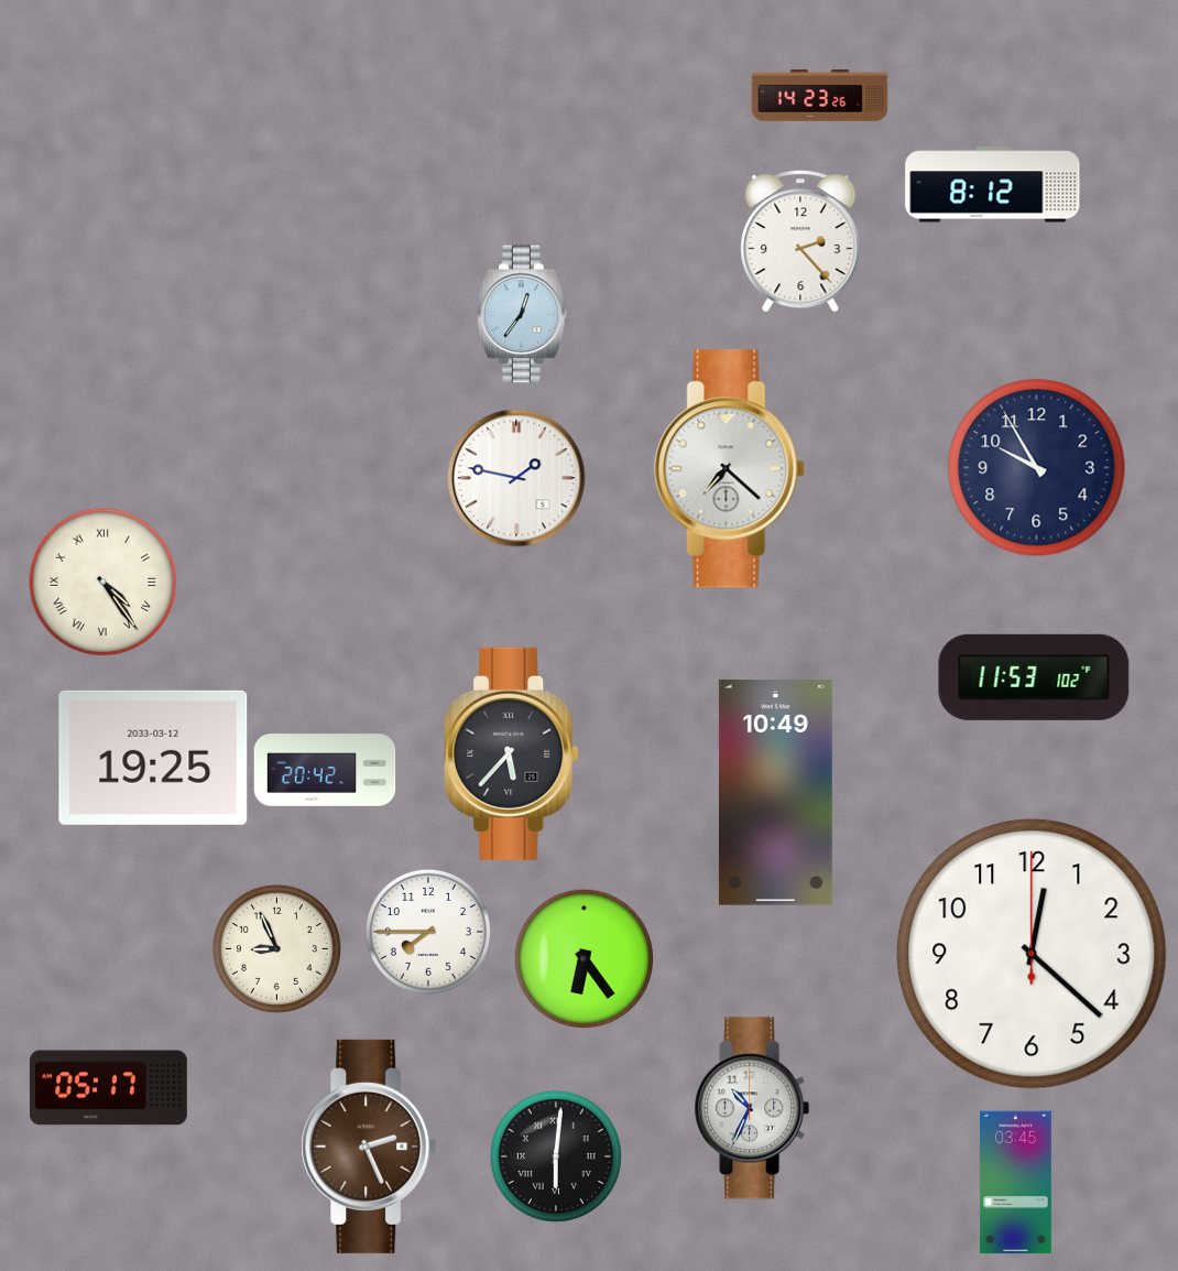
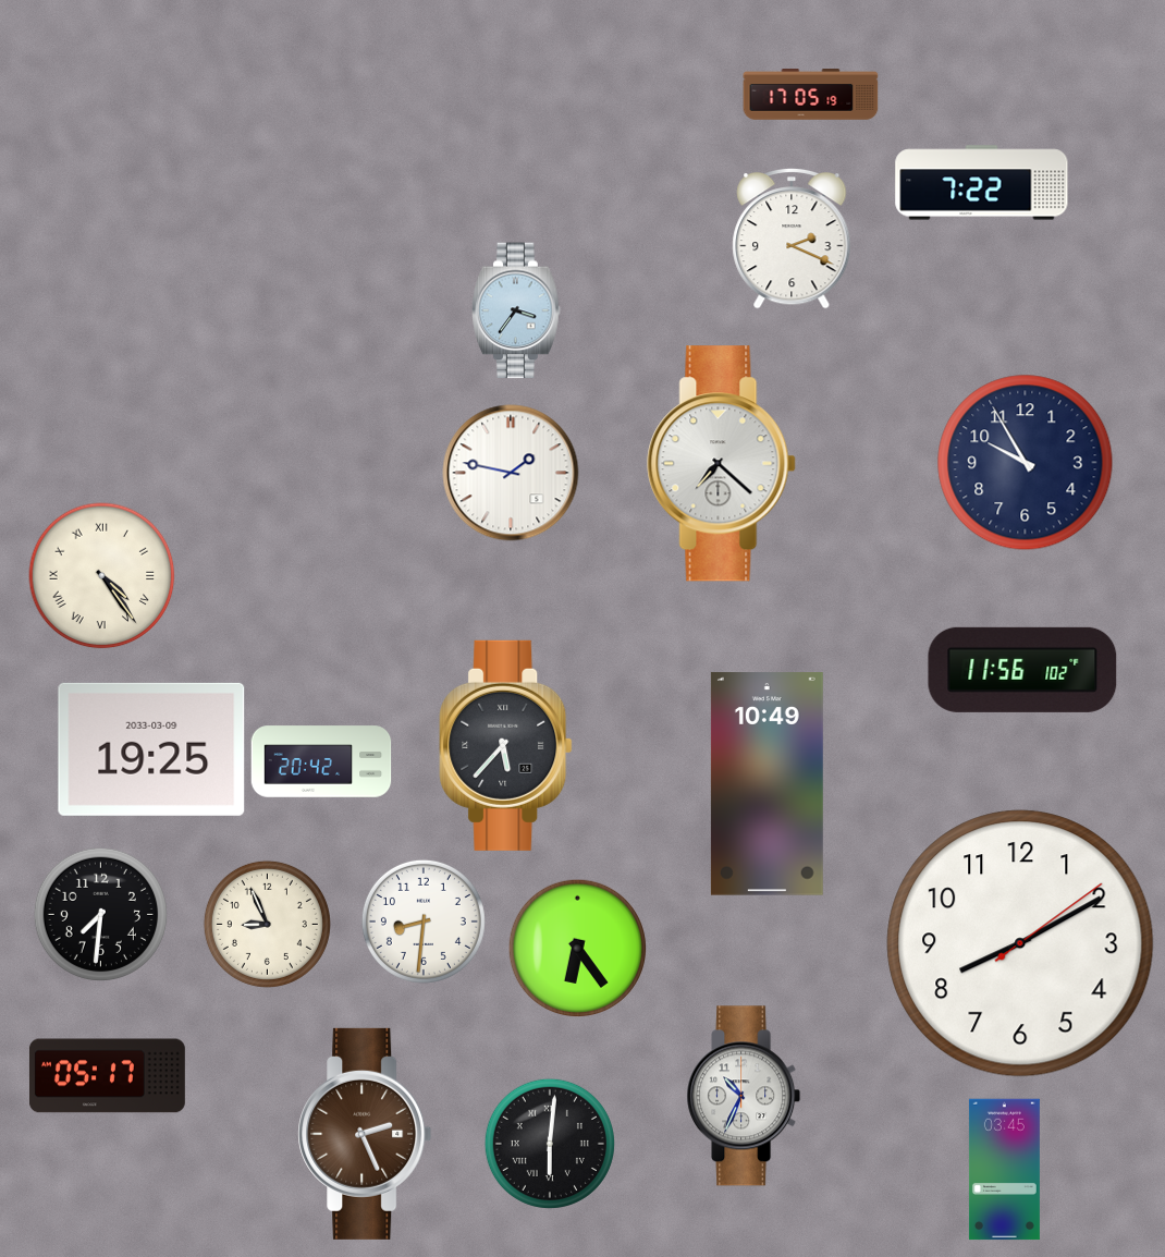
clock at (820, 96): 14:23 -> 17:05
clock at (993, 185): 8:12 -> 7:22
clock at (800, 241): 2:23 -> 2:19
clock at (522, 314): 12:36 -> 3:36
clock at (1034, 677): 11:53 -> 11:56
clock at (153, 758) date: 2033-03-12 -> 2033-03-09
clock at (100, 914): none -> 7:31
clock at (428, 932): 7:45 -> 8:31
clock at (276, 948) position: (276, 948) -> (267, 924)
clock at (1032, 954): 12:22 -> 8:10
